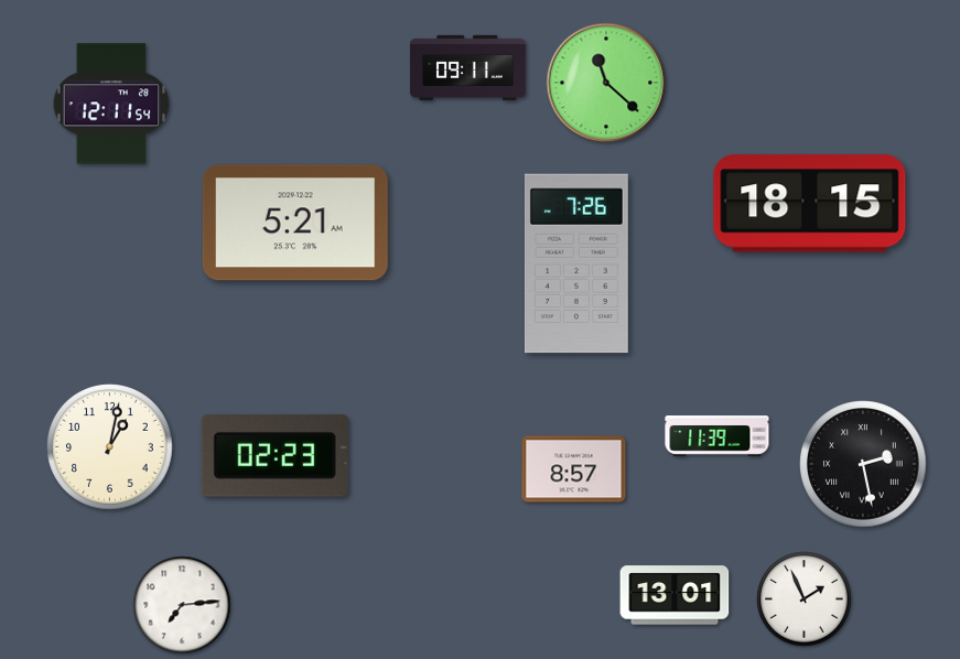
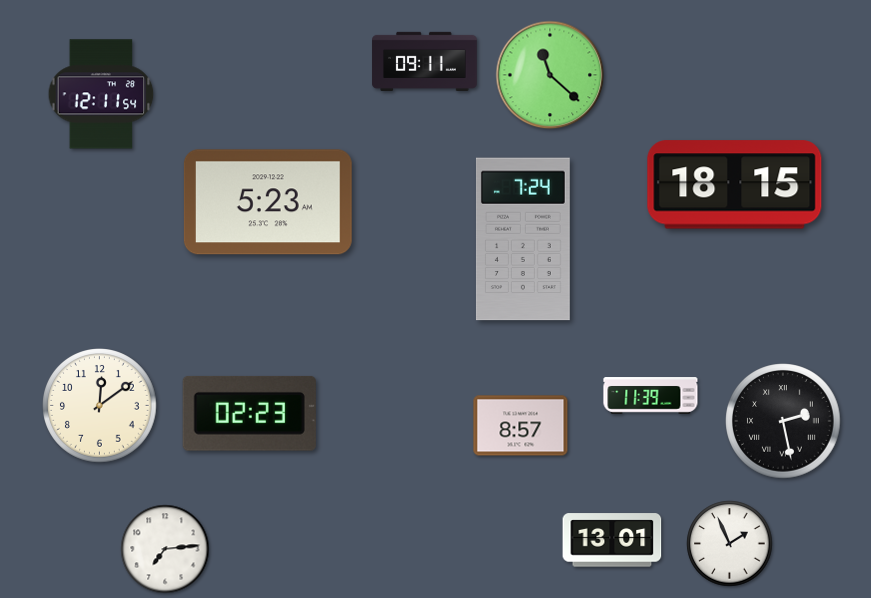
clock at (295, 223): 5:21 -> 5:23
clock at (576, 263): 7:26 -> 7:24
clock at (110, 447): 1:02 -> 12:09
